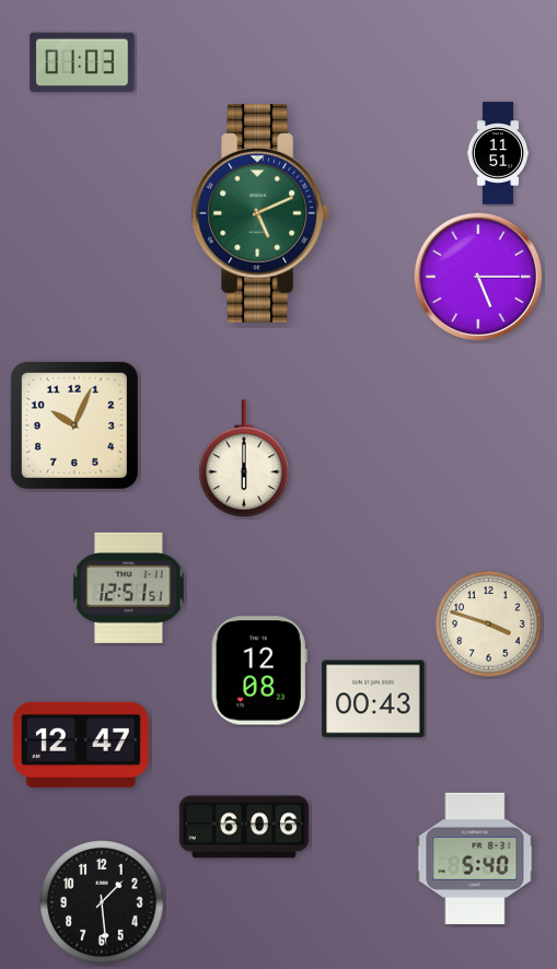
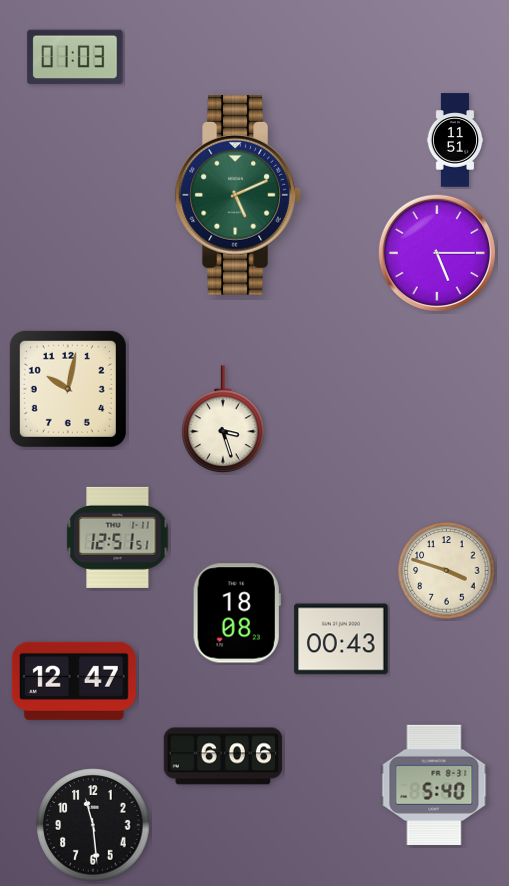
clock at (74, 425): 10:04 -> 10:02
clock at (244, 458): 6:00 -> 3:27
clock at (259, 670): 12:08 -> 18:08
clock at (102, 902): 1:29 -> 11:29
